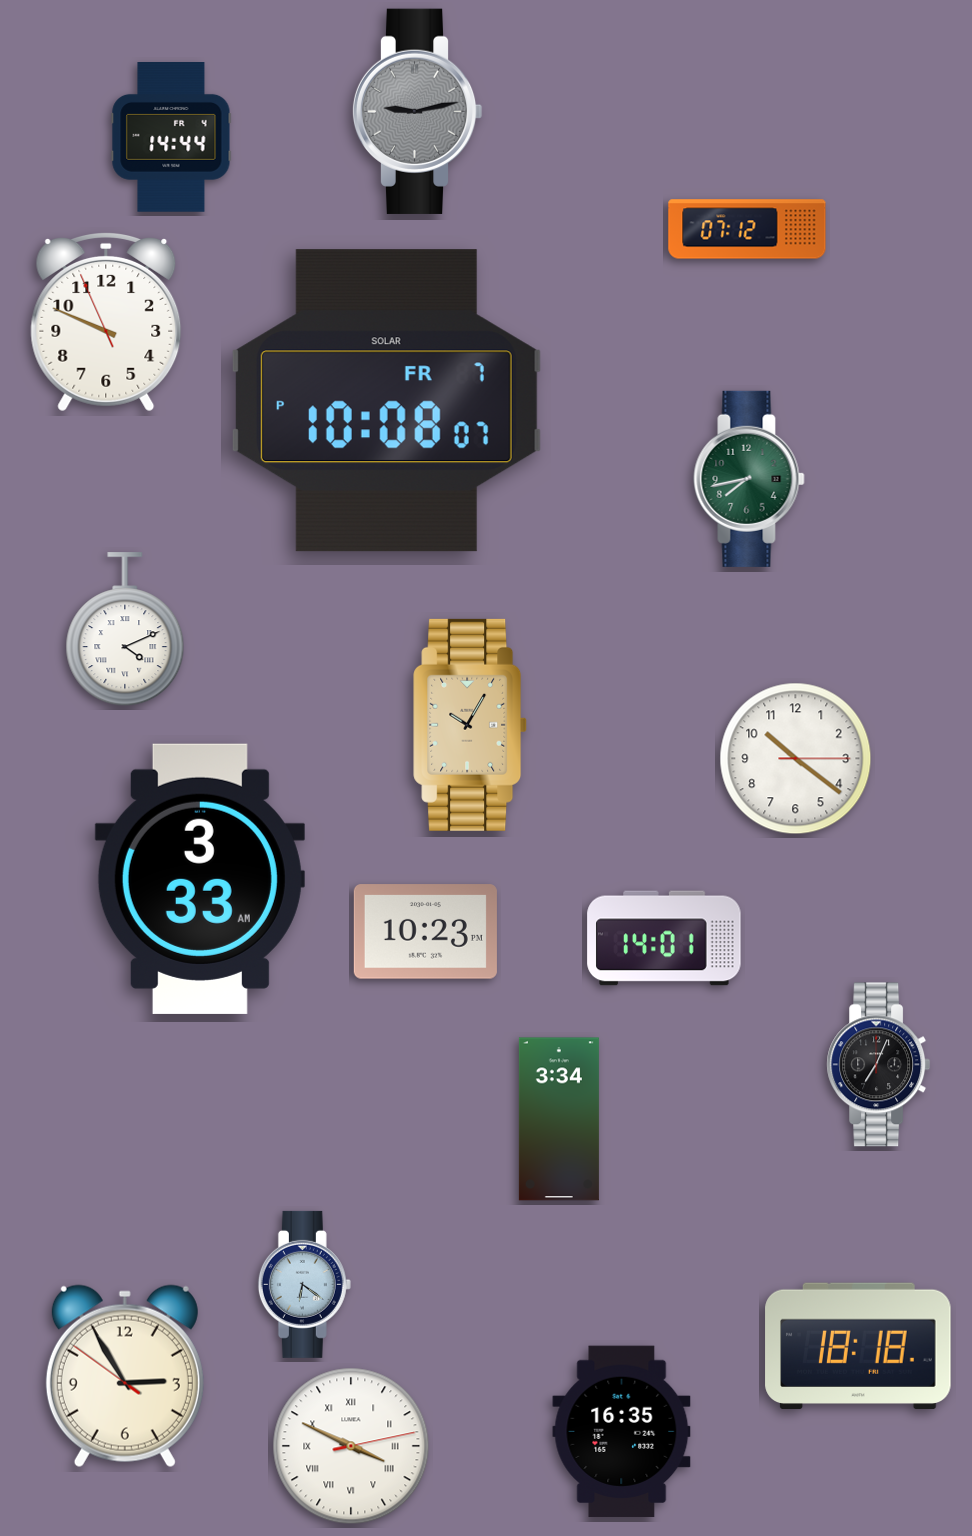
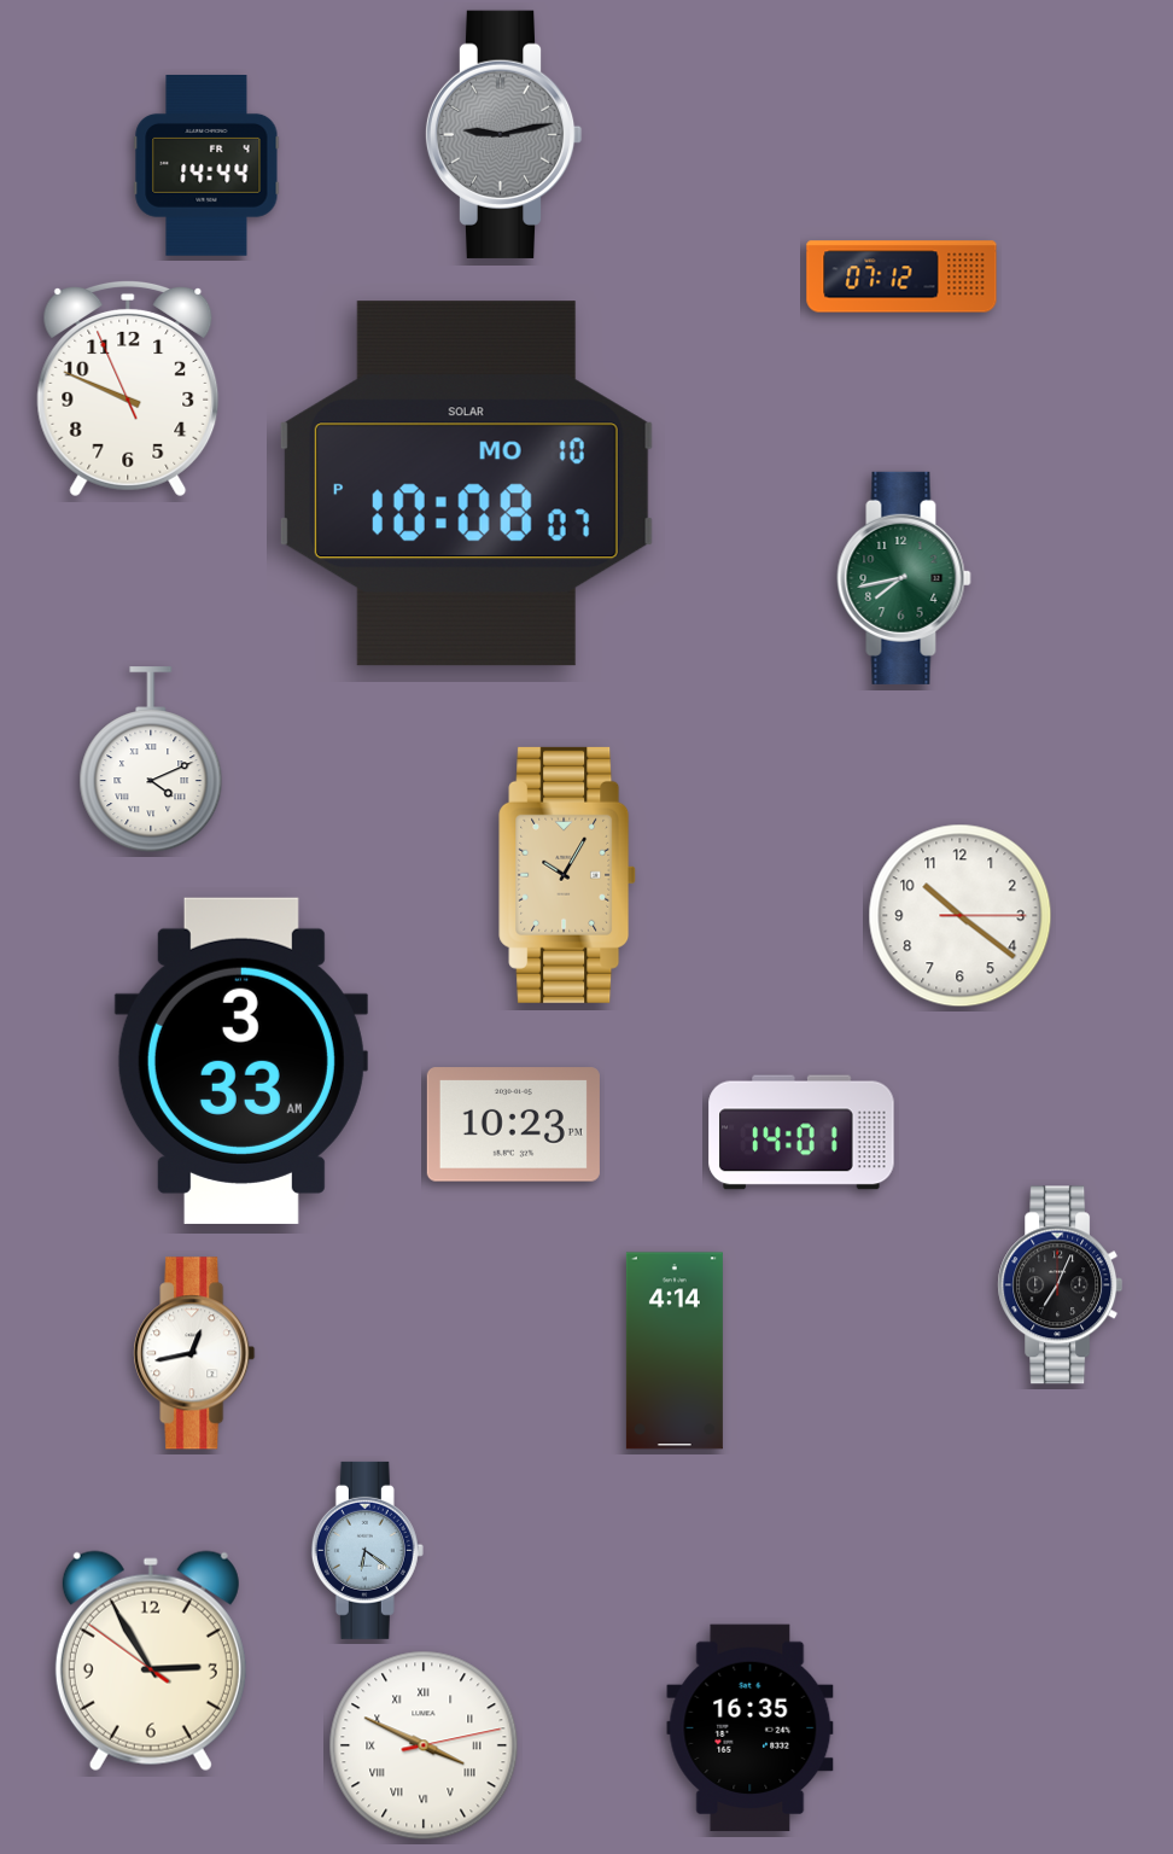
clock at (386, 401) date: FR 7 -> MO 10
clock at (559, 1119): 3:34 -> 4:14
clock at (194, 1353): none -> 12:43
clock at (858, 1346): 18:18 -> none
